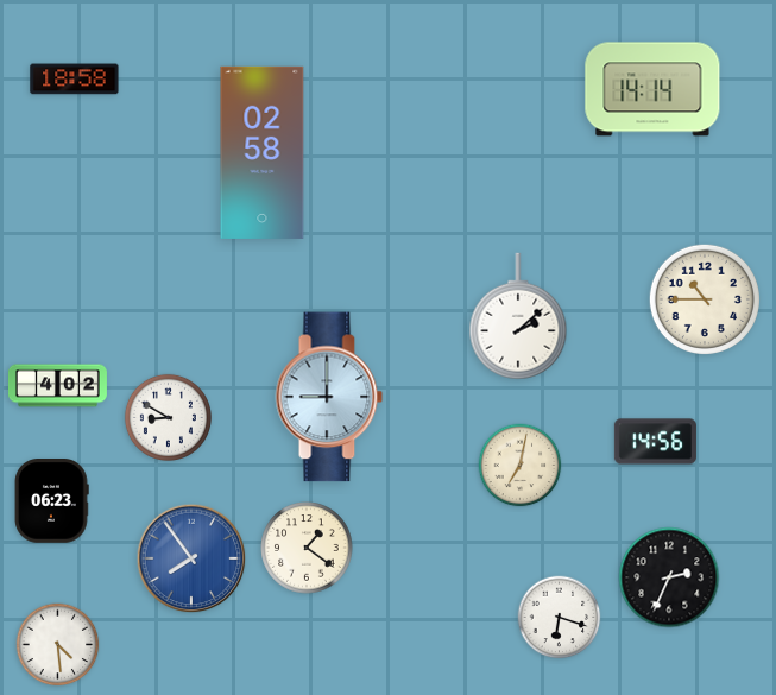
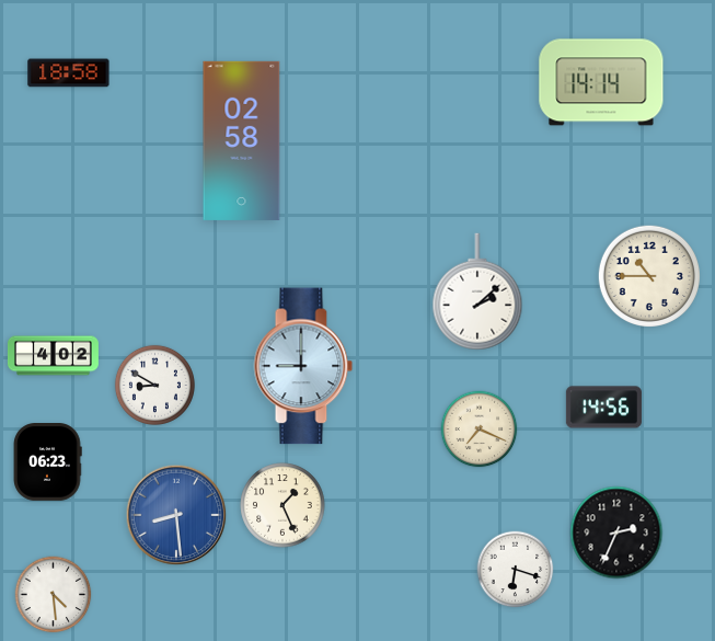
clock at (521, 466): 7:02 -> 7:19
clock at (307, 548): 1:21 -> 1:26
clock at (191, 558): 7:54 -> 8:29
